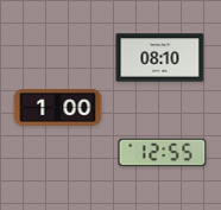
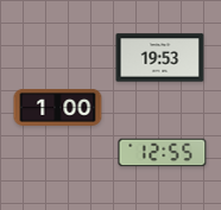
clock at (160, 58): 08:10 -> 19:53
